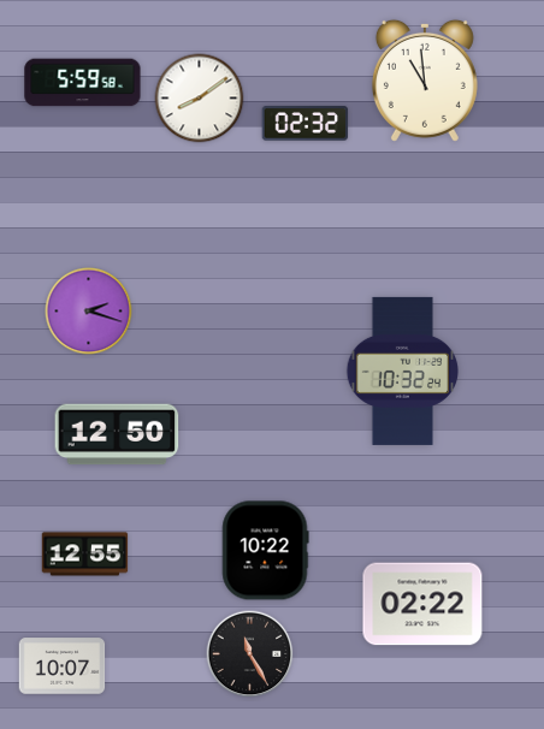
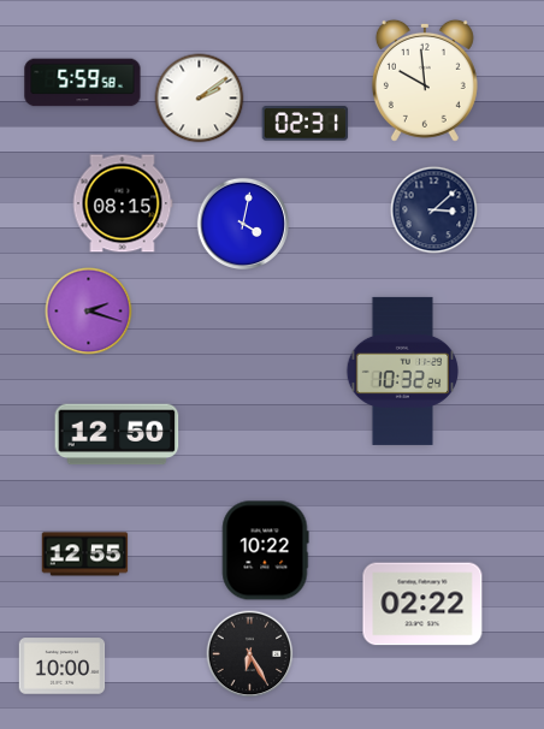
clock at (425, 81): 10:59 -> 9:59
clock at (200, 99): 8:09 -> 2:09
clock at (306, 124): 02:32 -> 02:31
clock at (123, 203): none -> 08:15
clock at (434, 211): none -> 3:08
clock at (242, 223): none -> 4:02
clock at (250, 654): 11:25 -> 6:25
clock at (63, 666): 10:07 -> 10:00
